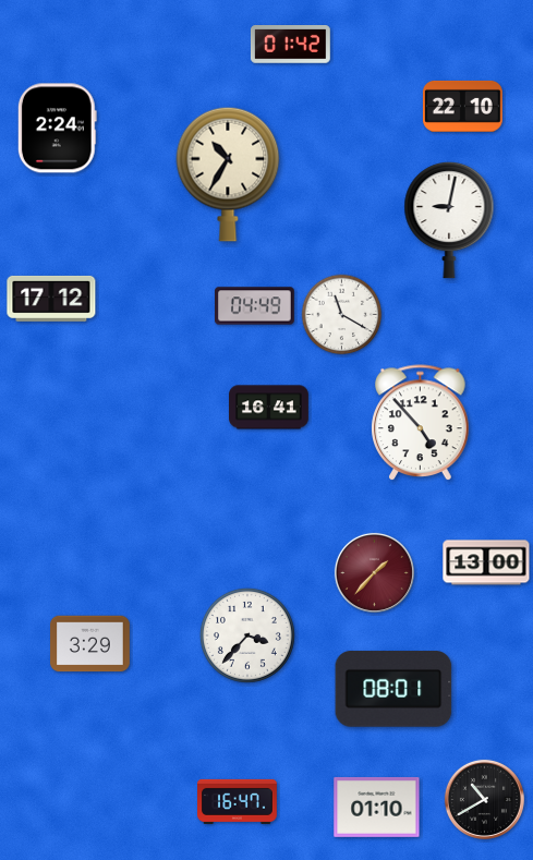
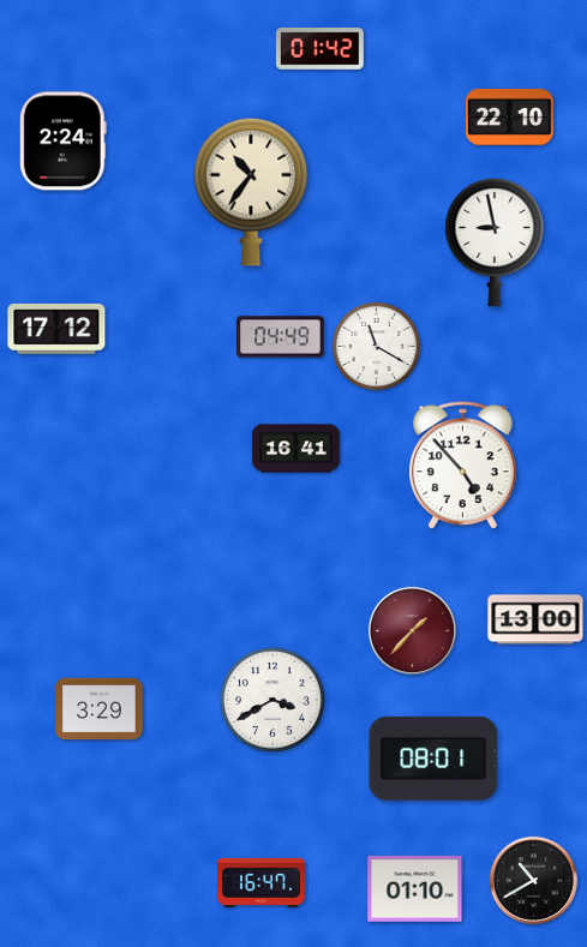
clock at (228, 174): 10:35 -> 10:36
clock at (449, 221): 9:02 -> 8:58
clock at (247, 635): 3:37 -> 3:40
